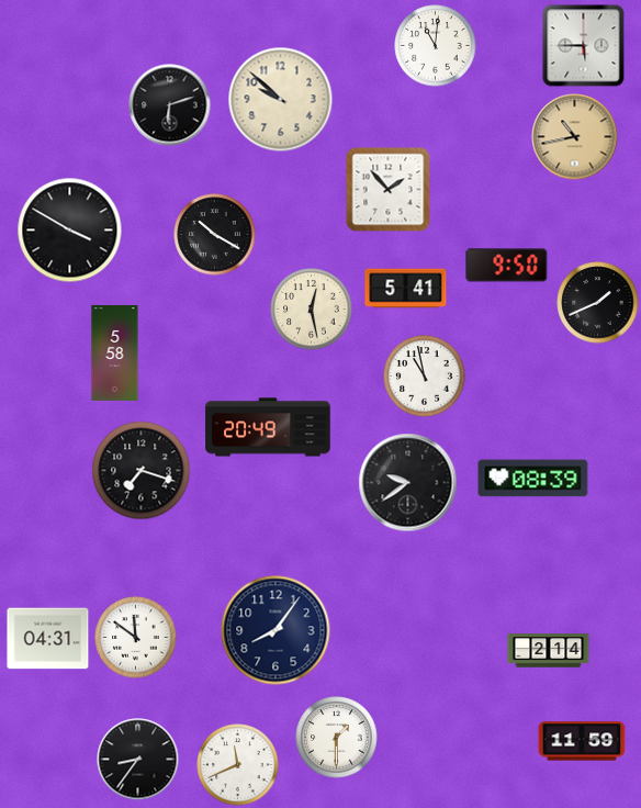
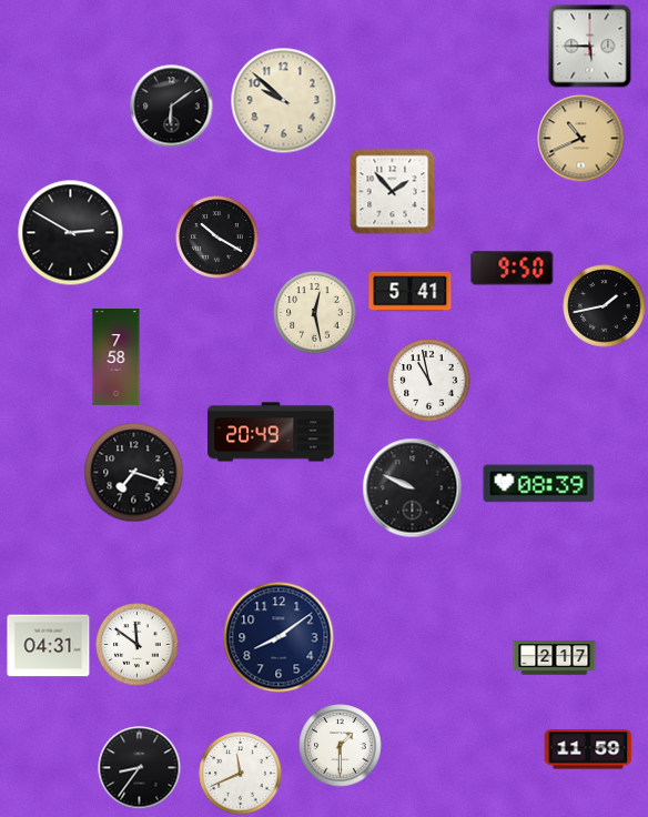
clock at (436, 46): 11:01 -> none
clock at (170, 105): 6:12 -> 6:09
clock at (575, 137): 10:43 -> 10:41
clock at (70, 231): 3:50 -> 2:50
clock at (598, 303): 1:41 -> 1:43
clock at (115, 353): 5:58 -> 7:58
clock at (142, 471) position: (142, 471) -> (134, 473)
clock at (408, 483): 9:39 -> 9:49
clock at (275, 630): 8:06 -> 8:09
clock at (549, 651): 2:14 -> 2:17
